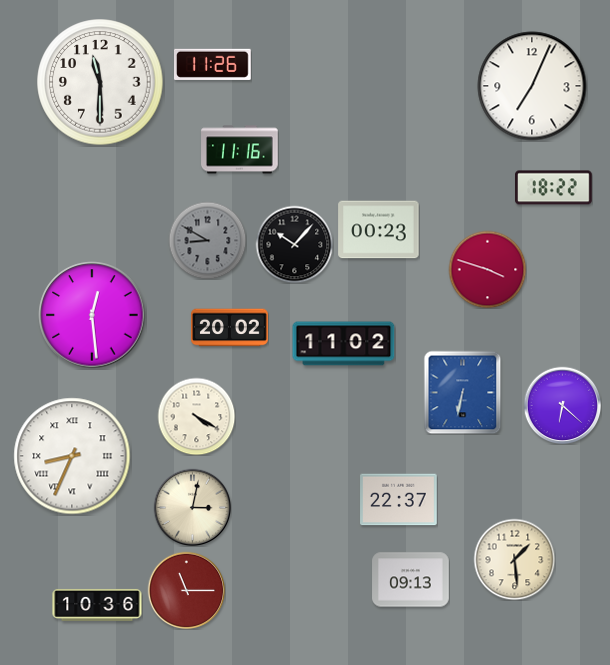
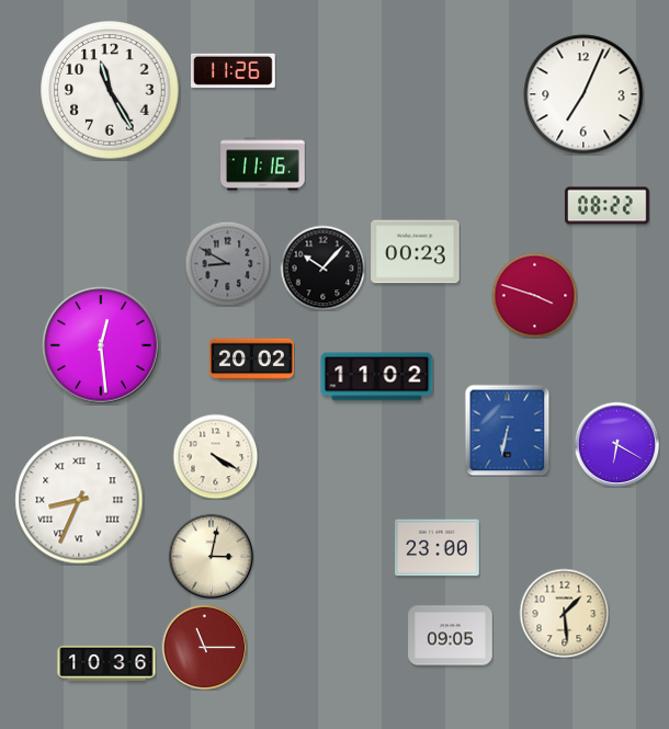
clock at (100, 82): 11:30 -> 11:25
clock at (554, 188): 18:22 -> 08:22
clock at (562, 405): 6:22 -> 6:20
clock at (399, 500): 22:37 -> 23:00
clock at (411, 580): 09:13 -> 09:05
